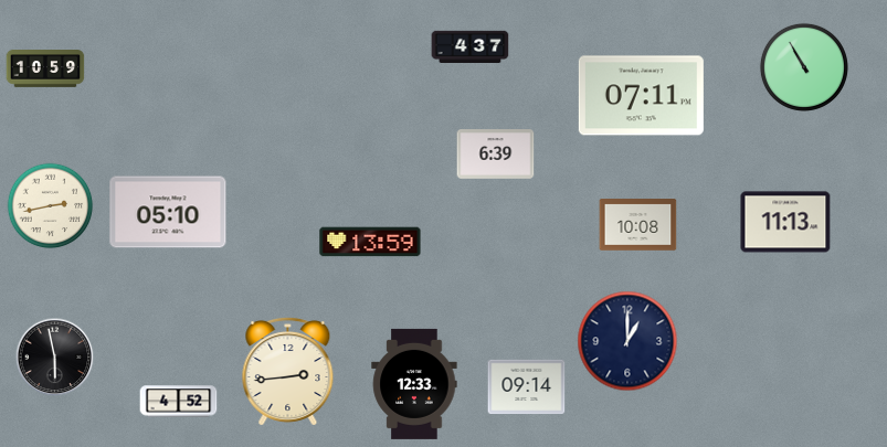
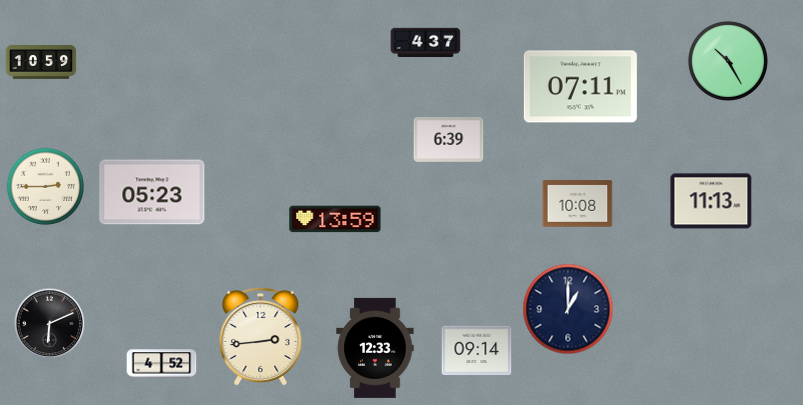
clock at (804, 67): 10:55 -> 10:25
clock at (51, 206): 2:43 -> 2:45
clock at (168, 212): 05:10 -> 05:23
clock at (55, 358): 5:58 -> 6:11
